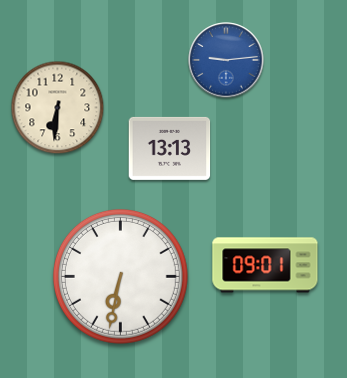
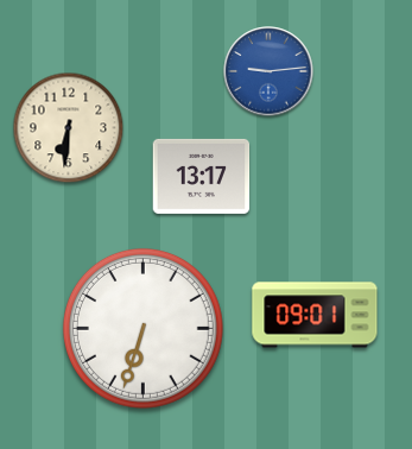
clock at (170, 148): 13:13 -> 13:17
clock at (120, 276): 6:32 -> 6:33
